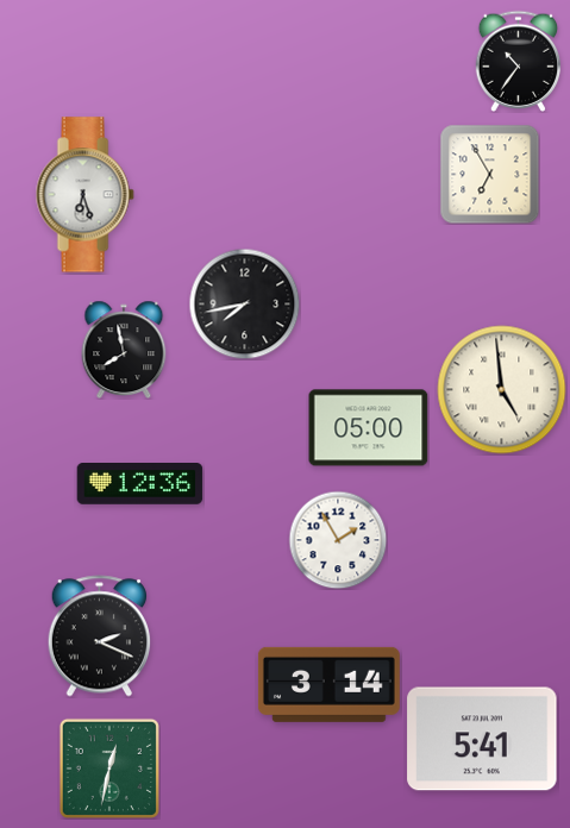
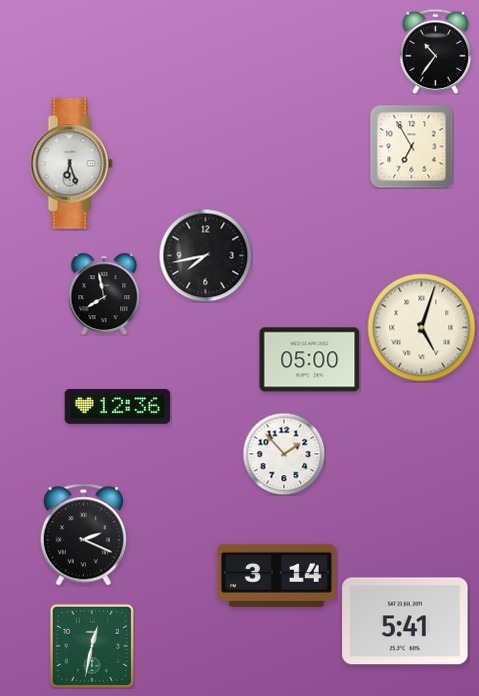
clock at (502, 390): 4:59 -> 5:03
clock at (338, 540): 1:55 -> 1:53
